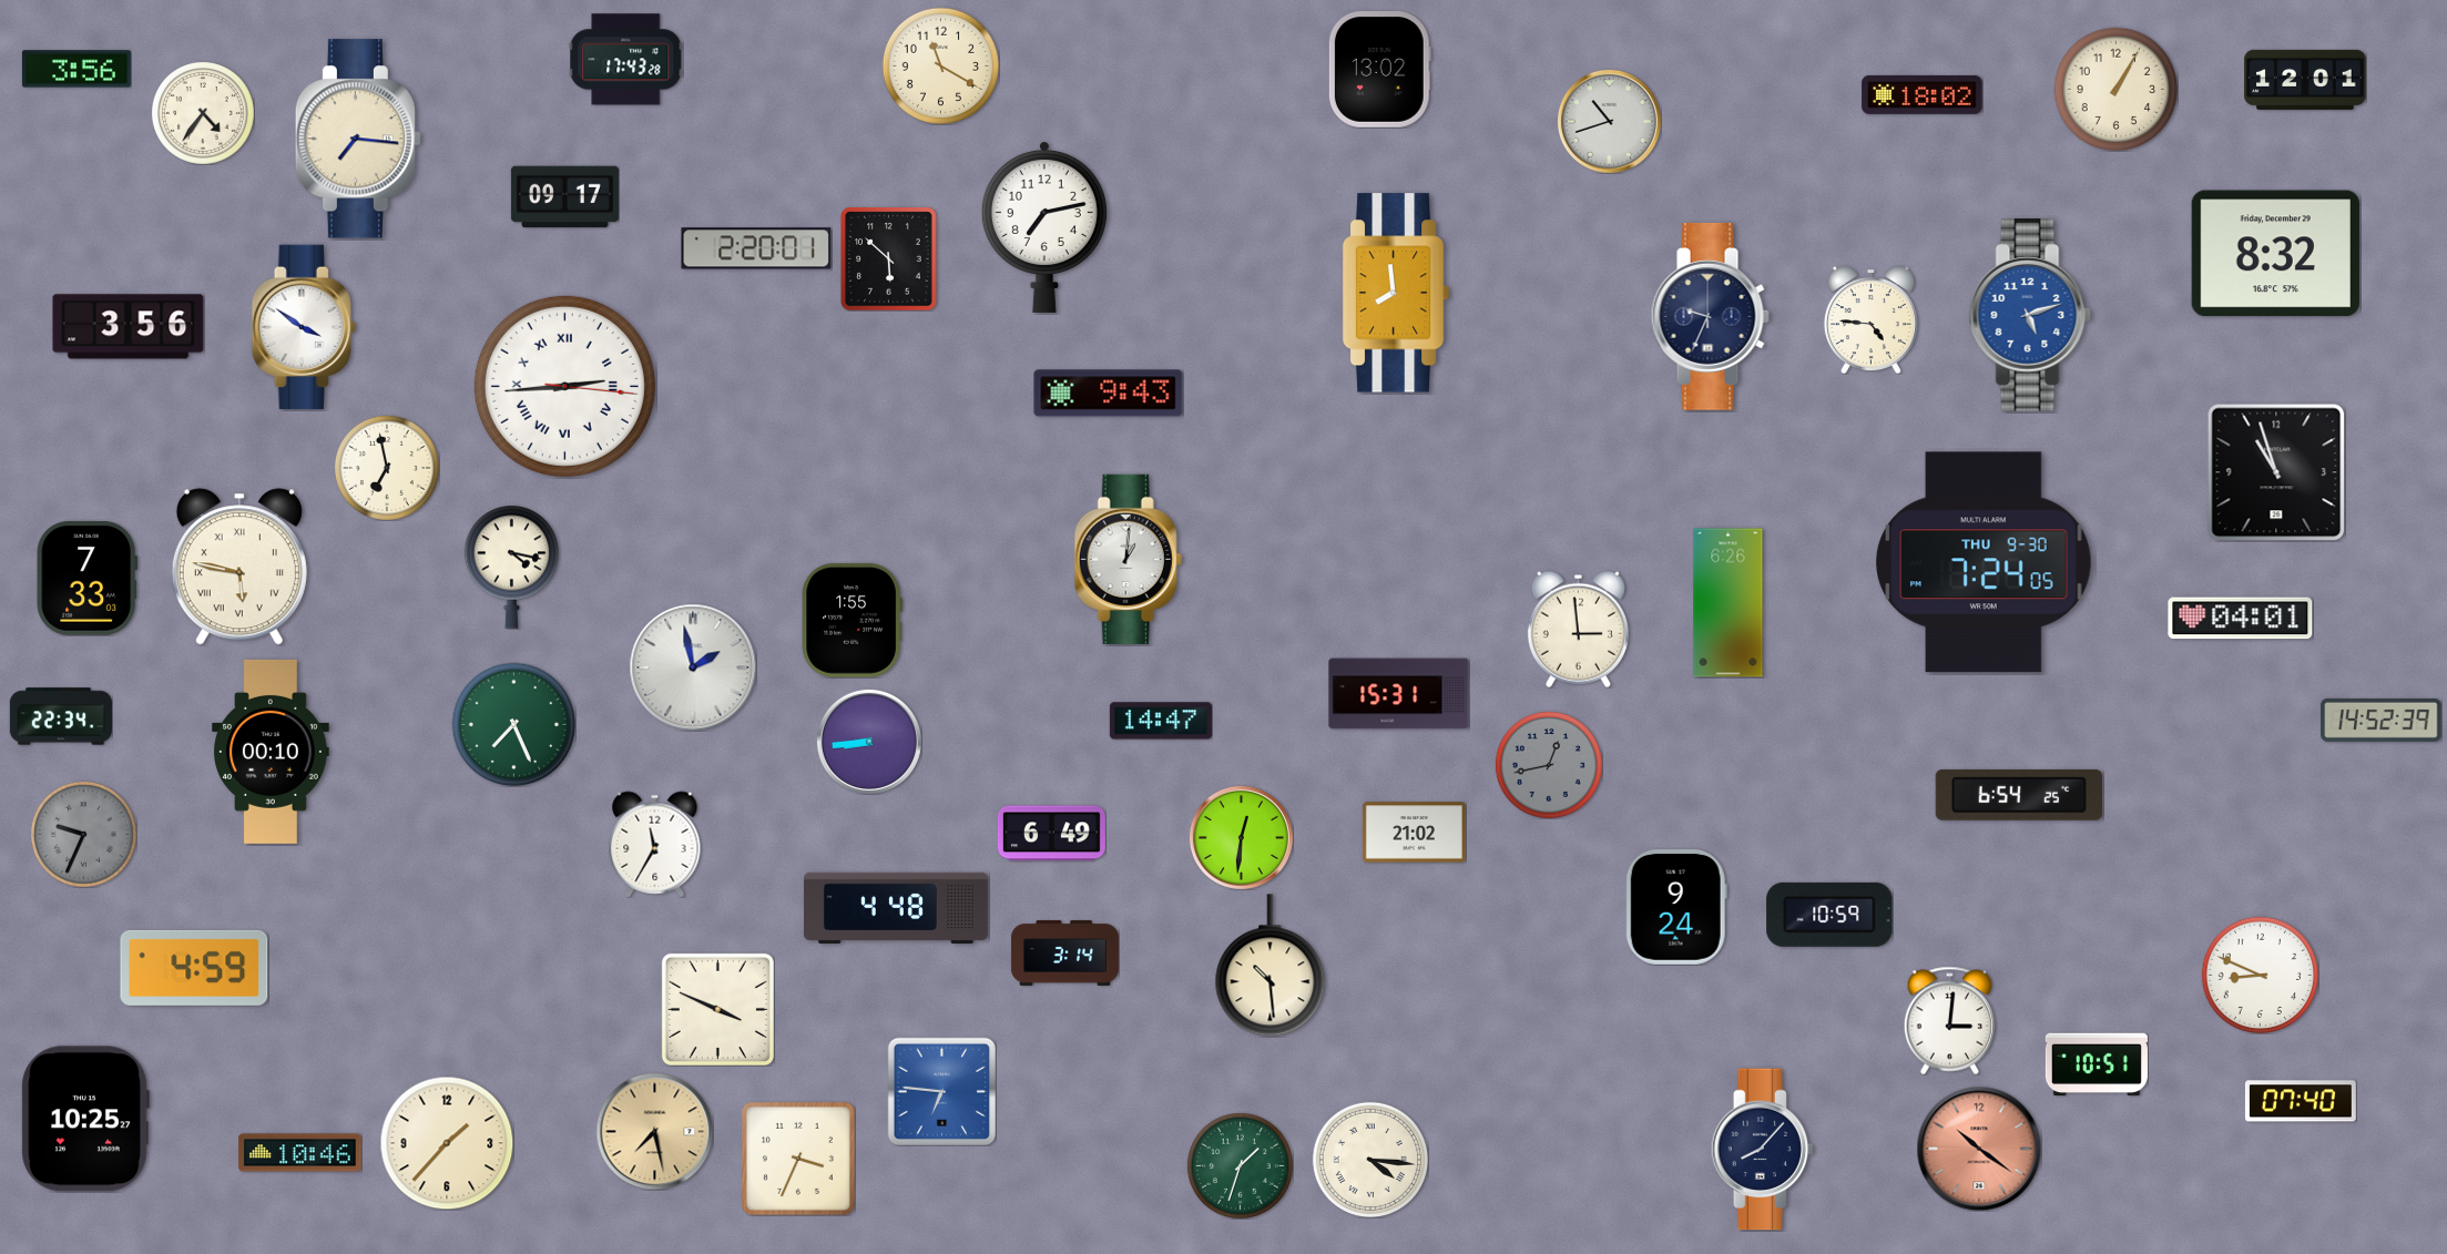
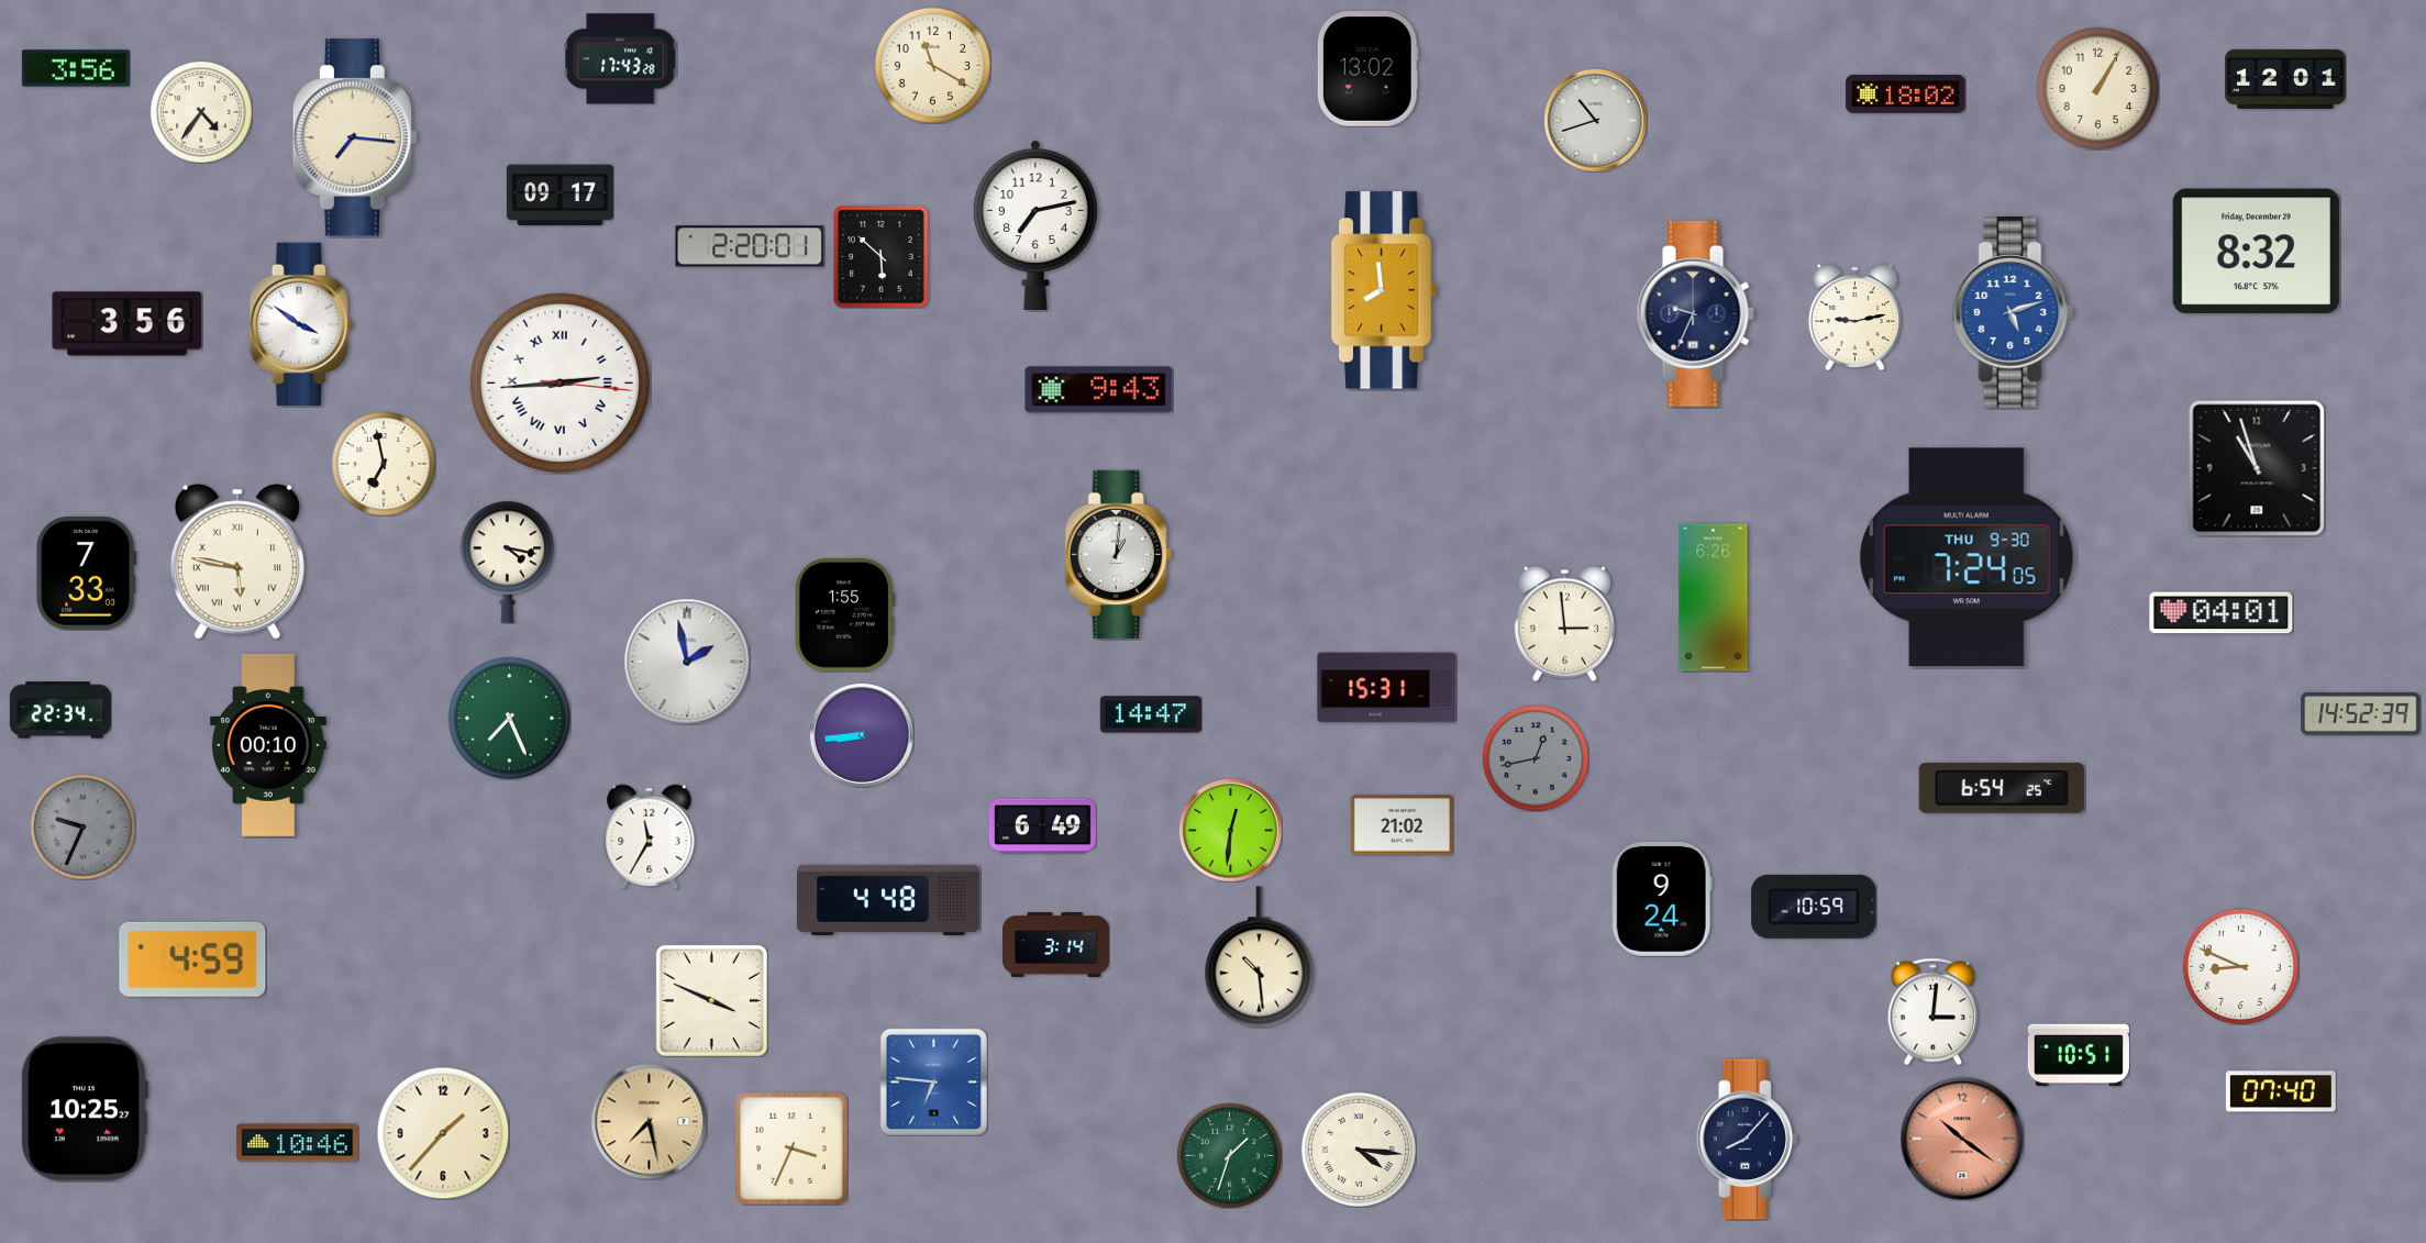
clock at (1870, 319): 4:46 -> 9:13
